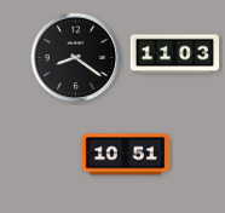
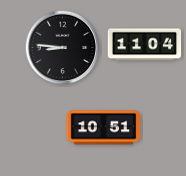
clock at (175, 54): 11:03 -> 11:04
clock at (76, 58): 8:21 -> 8:46
